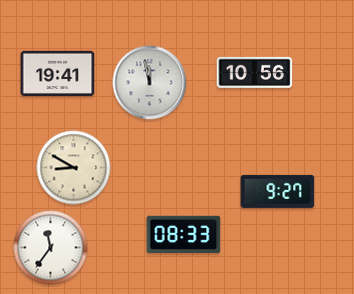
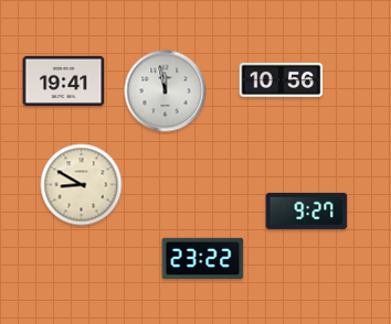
clock at (184, 235): 08:33 -> 23:22
clock at (51, 248): 11:36 -> none
